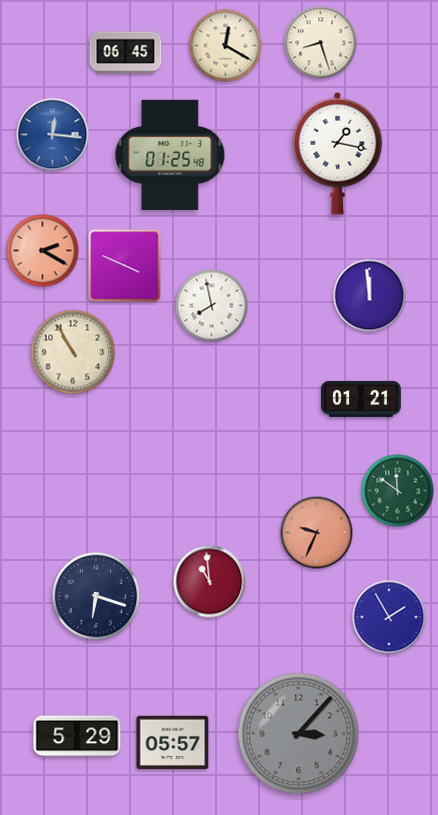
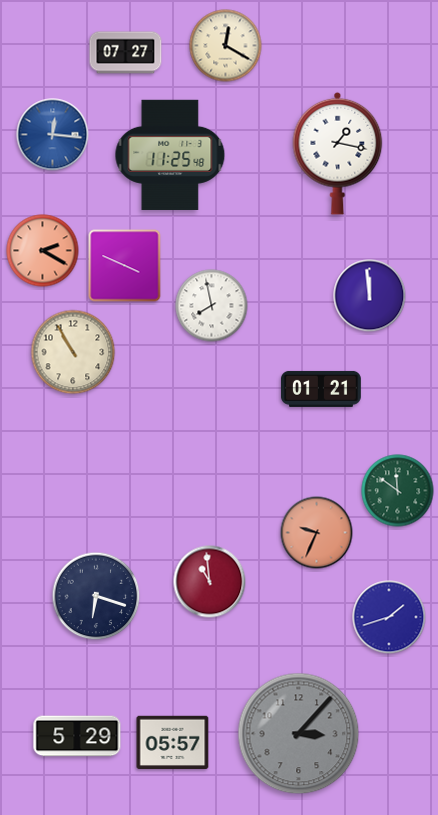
clock at (321, 43): 8:27 -> none
clock at (126, 53): 06:45 -> 07:27
clock at (170, 155): 01:25 -> 11:25
clock at (361, 399) position: (361, 399) -> (321, 389)
clock at (389, 617): 1:55 -> 1:42
